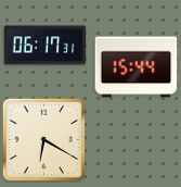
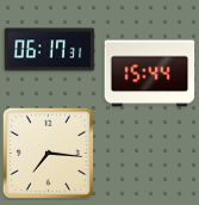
clock at (43, 139): 6:20 -> 7:16
